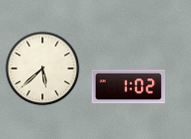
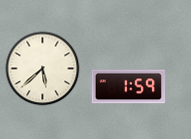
clock at (129, 87): 1:02 -> 1:59
